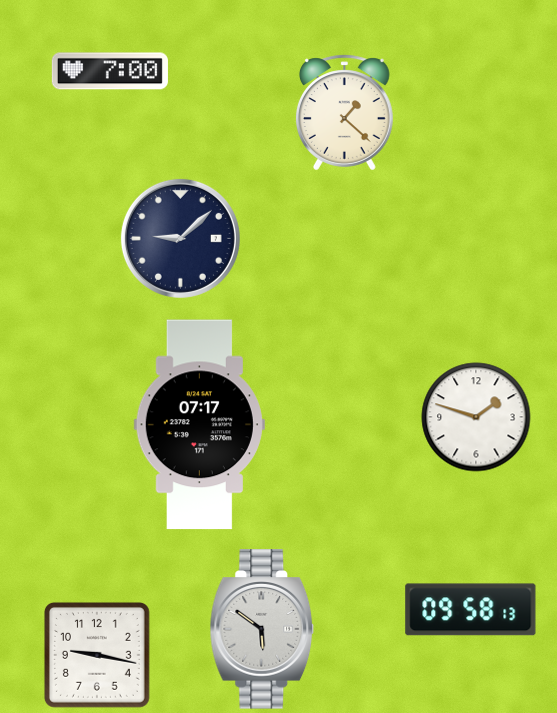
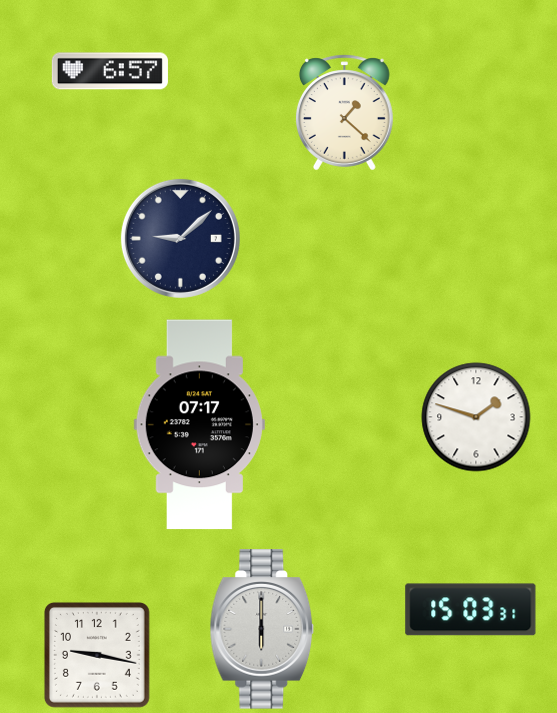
clock at (110, 71): 7:00 -> 6:57
clock at (471, 610): 09:58 -> 15:03
clock at (262, 629): 5:51 -> 6:00
